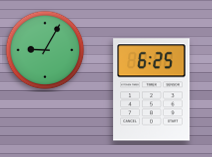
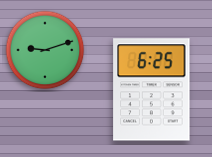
clock at (45, 50): 9:05 -> 9:12
